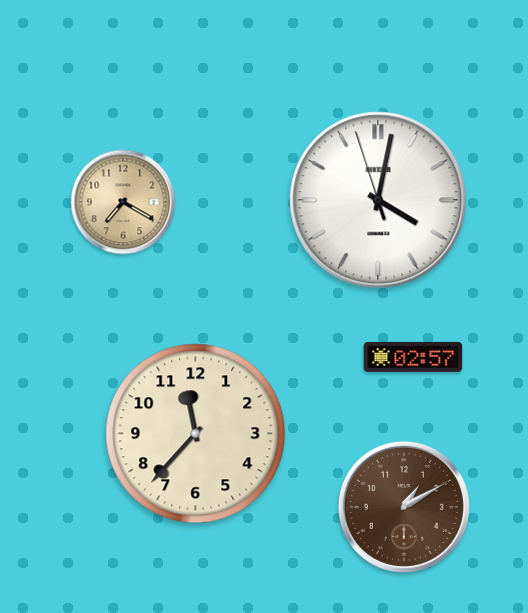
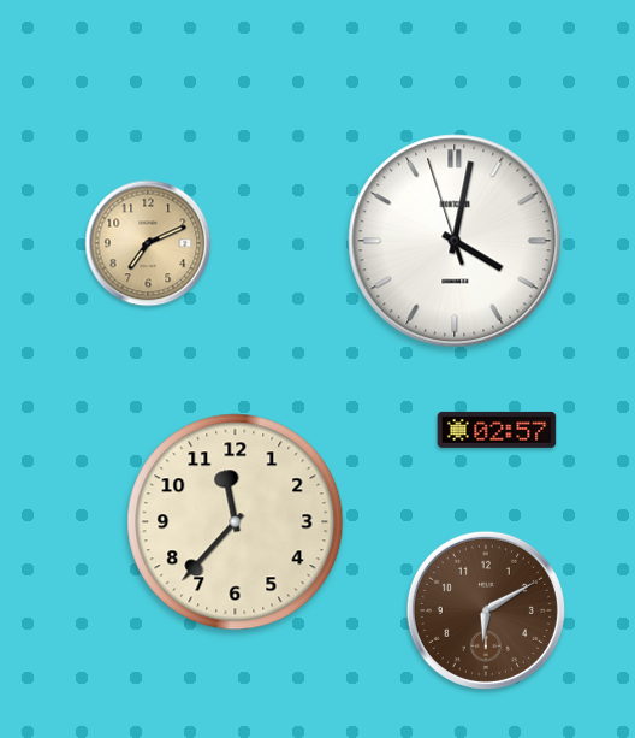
clock at (123, 202): 7:20 -> 7:11
clock at (404, 507): 1:10 -> 6:10
